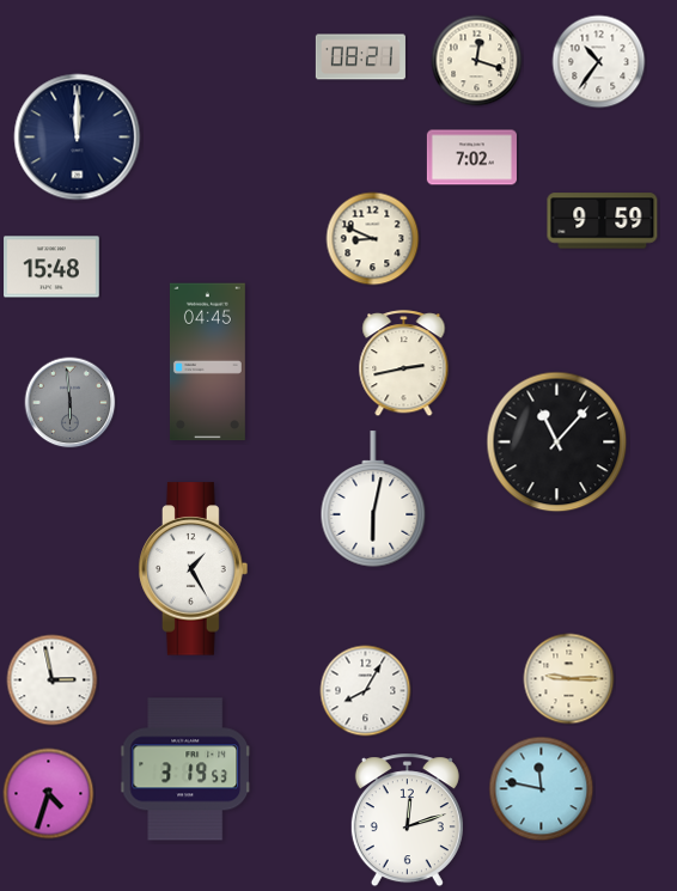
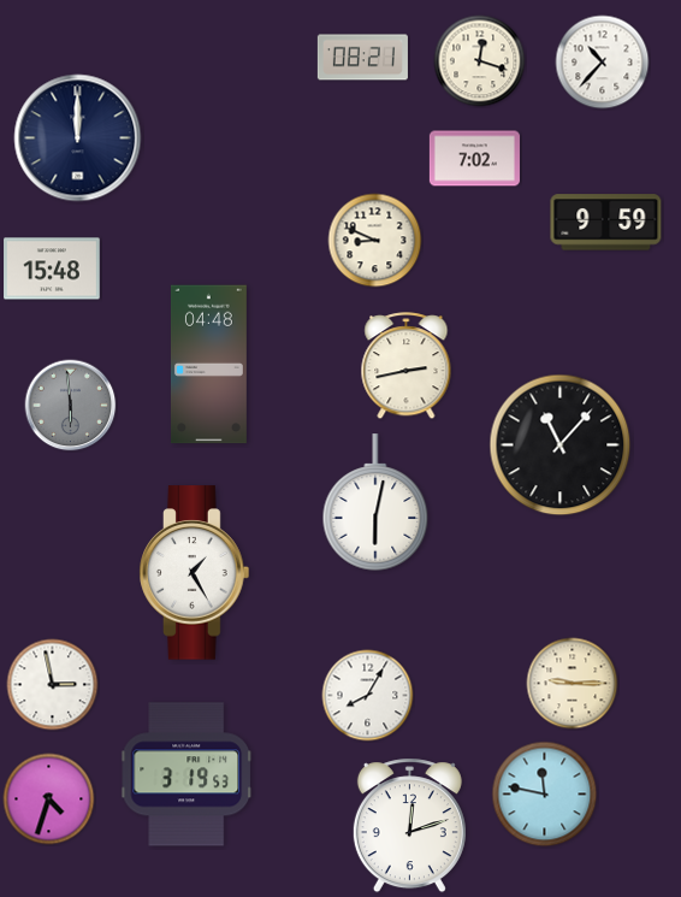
clock at (599, 62): 10:36 -> 10:37
clock at (207, 362): 04:45 -> 04:48
